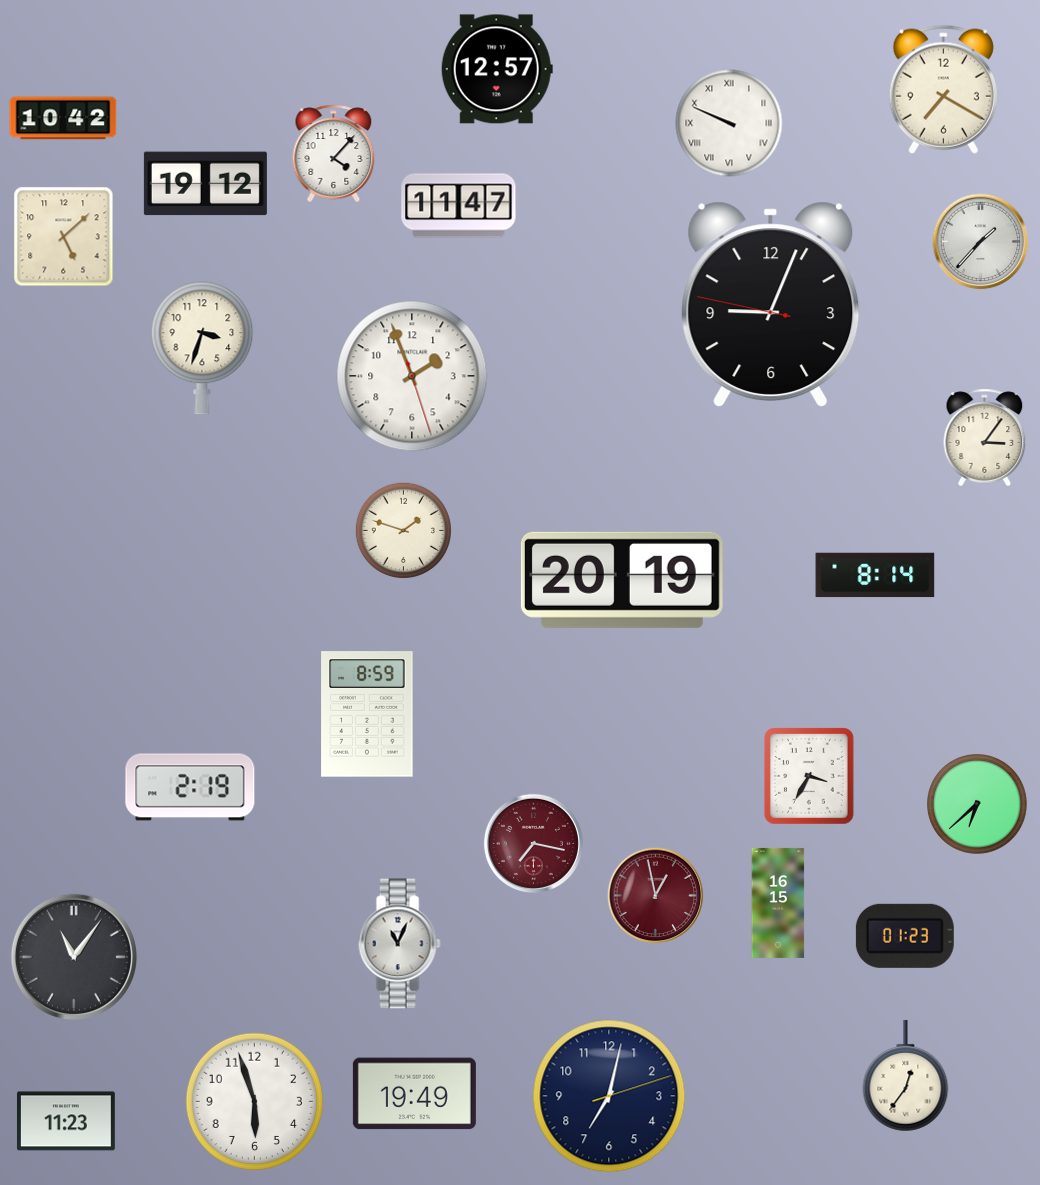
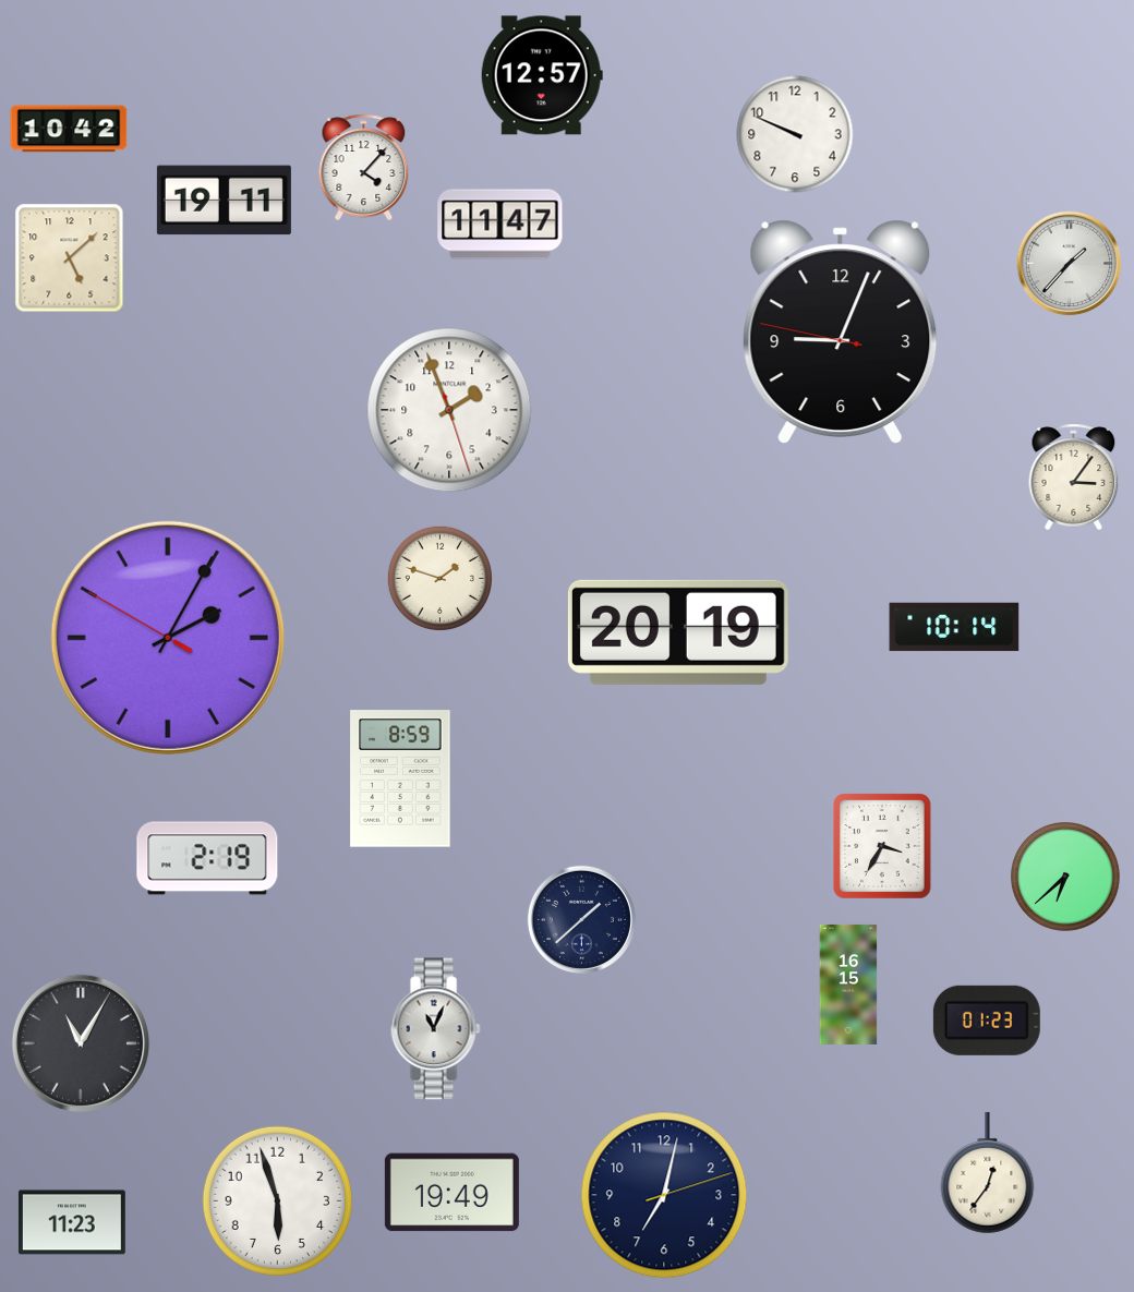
clock at (943, 89): 7:20 -> none
clock at (729, 123) numerals: Roman -> Arabic
clock at (205, 184): 19:12 -> 19:11
clock at (202, 348): 3:33 -> none
clock at (875, 575): 8:14 -> 10:14
clock at (168, 638): none -> 2:04
clock at (533, 843): 7:17 -> 1:38
clock at (533, 843) dial: burgundy -> navy
clock at (656, 896): 12:58 -> none
clock at (74, 957): 11:06 -> 11:05
